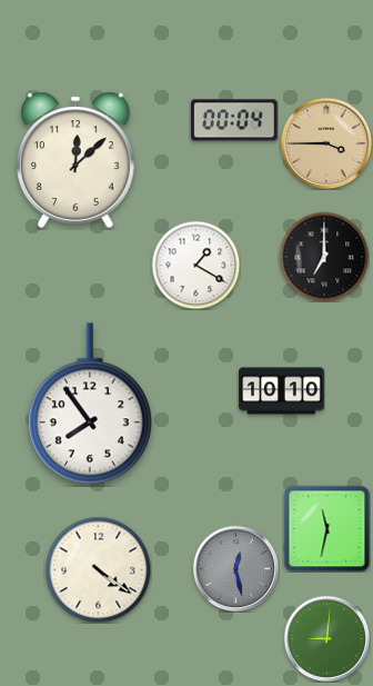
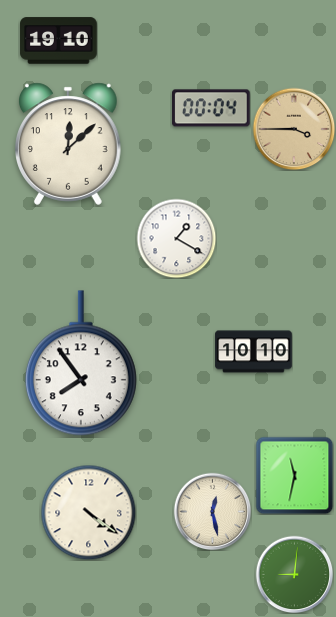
clock at (59, 41): none -> 19:10
clock at (324, 257): 7:00 -> none
clock at (235, 568) dial: grey -> cream
